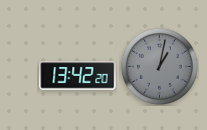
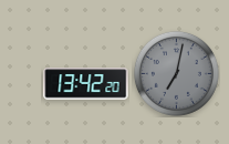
clock at (159, 66): 1:02 -> 7:02
